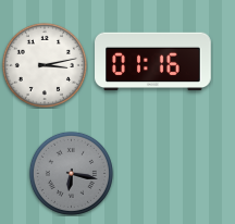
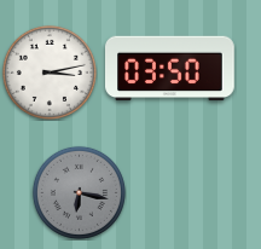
clock at (153, 62): 01:16 -> 03:50
